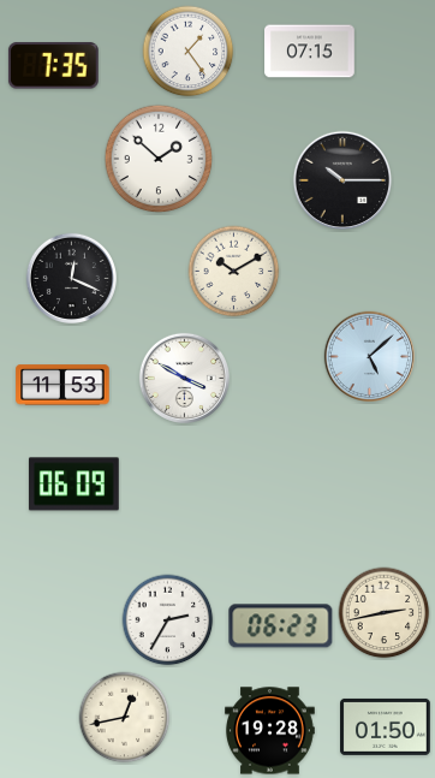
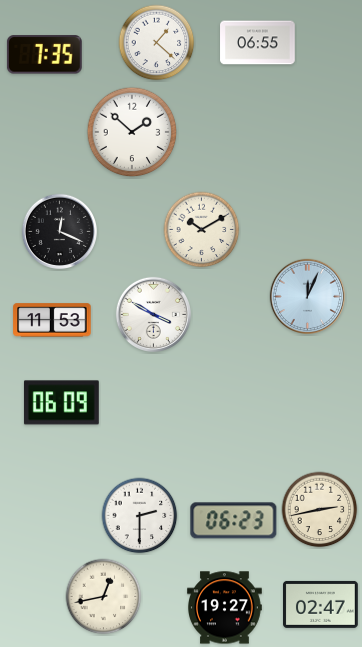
clock at (189, 52): 1:24 -> 1:22
clock at (310, 52): 07:15 -> 06:55
clock at (342, 180): 10:15 -> none
clock at (234, 272) position: (234, 272) -> (202, 230)
clock at (369, 356): 5:08 -> 12:04
clock at (168, 620): 2:35 -> 2:30
clock at (386, 726): 01:50 -> 02:47
clock at (270, 731): 19:28 -> 19:27
